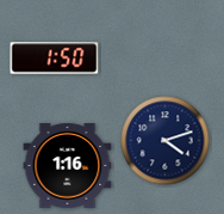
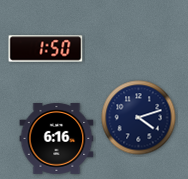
clock at (68, 166): 1:16 -> 6:16
